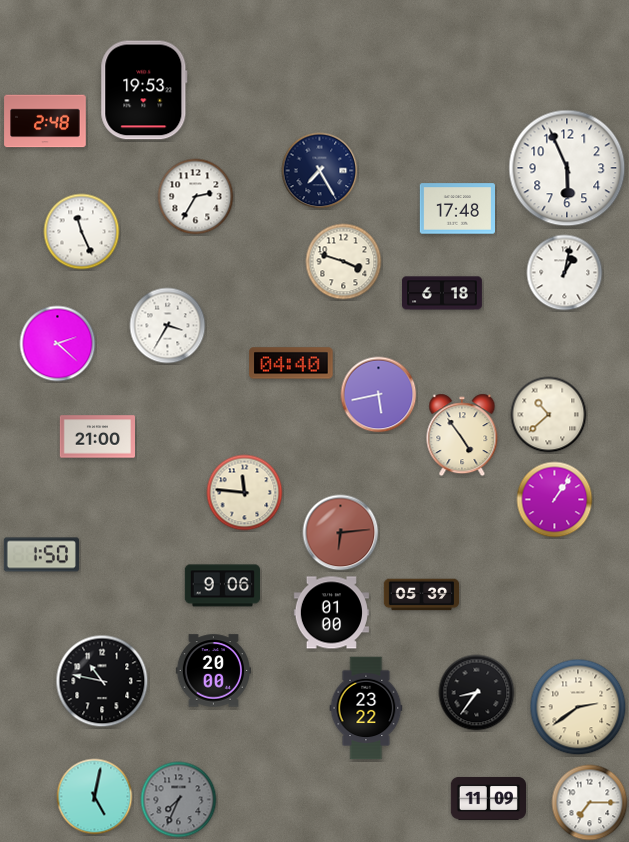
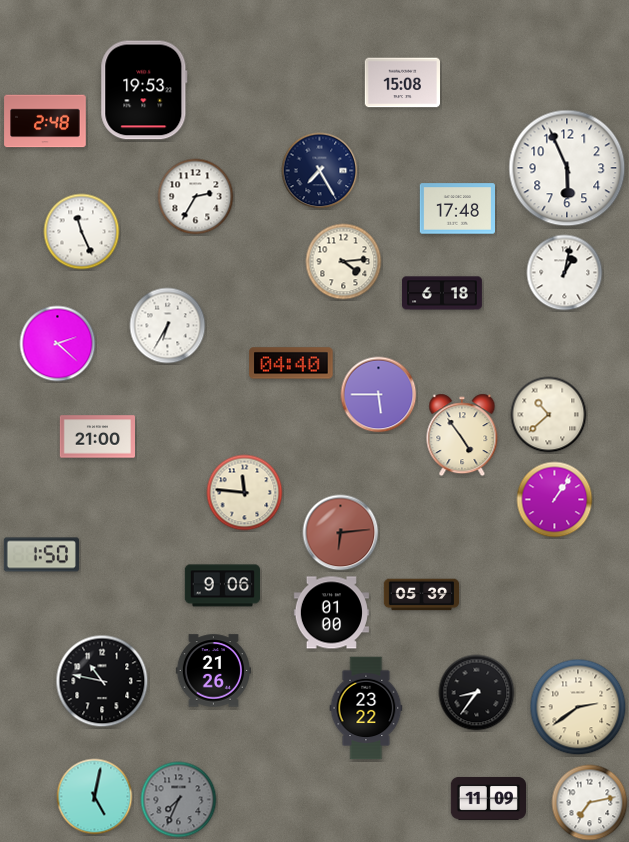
clock at (402, 83): none -> 15:08
clock at (344, 262): 3:48 -> 4:14
clock at (168, 326): 3:35 -> 6:35
clock at (379, 395): 5:43 -> 5:45
clock at (213, 671): 20:00 -> 21:26
clock at (590, 803): 7:15 -> 7:13
